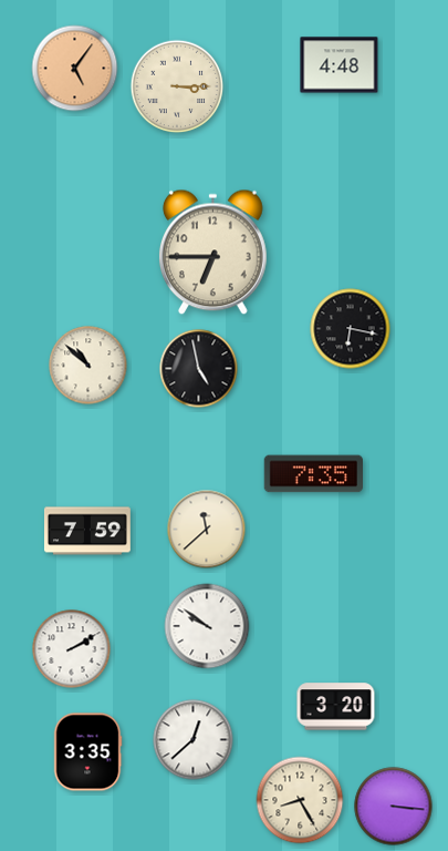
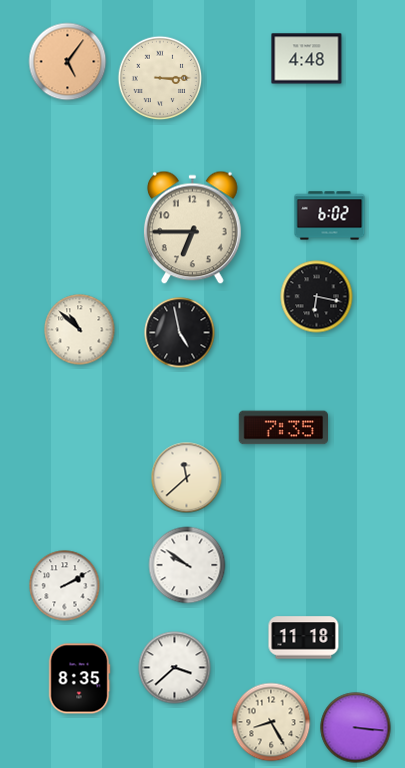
clock at (330, 216): none -> 6:02
clock at (87, 531): 7:59 -> none
clock at (336, 707): 3:20 -> 11:18
clock at (194, 740): 12:38 -> 3:38
clock at (87, 752): 3:35 -> 8:35
